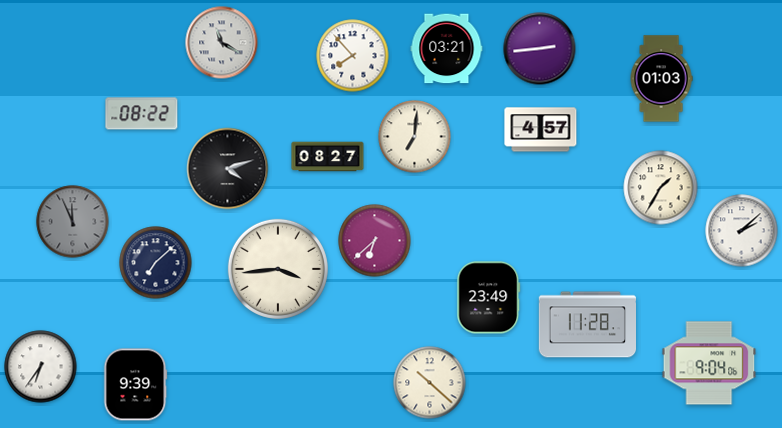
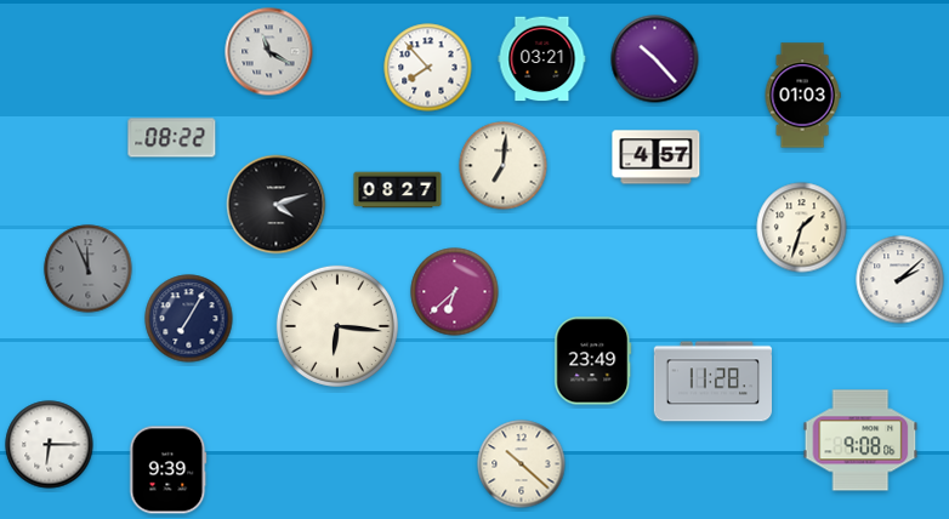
clock at (540, 49): 2:44 -> 10:23
clock at (661, 188): 1:35 -> 1:33
clock at (156, 263): 7:08 -> 7:05
clock at (278, 269): 3:44 -> 6:16
clock at (587, 325) position: (587, 325) -> (712, 382)
clock at (709, 363): 9:04 -> 9:08
clock at (41, 367): 6:36 -> 6:15
clock at (136, 385) position: (136, 385) -> (169, 470)
